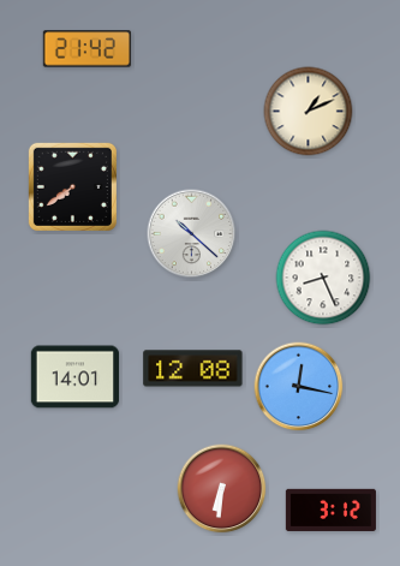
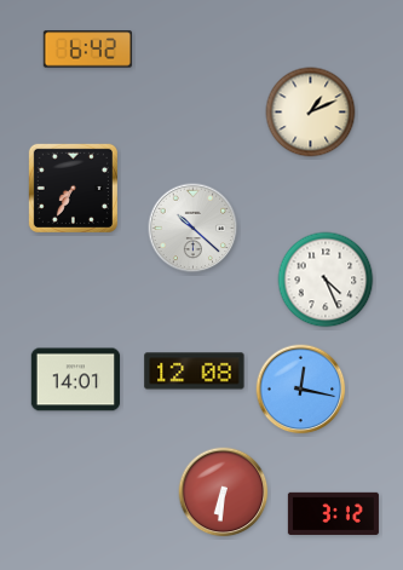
clock at (88, 49): 21:42 -> 6:42
clock at (72, 186): 7:39 -> 7:35
clock at (192, 234) position: (192, 234) -> (194, 229)
clock at (323, 278): 8:26 -> 4:26
